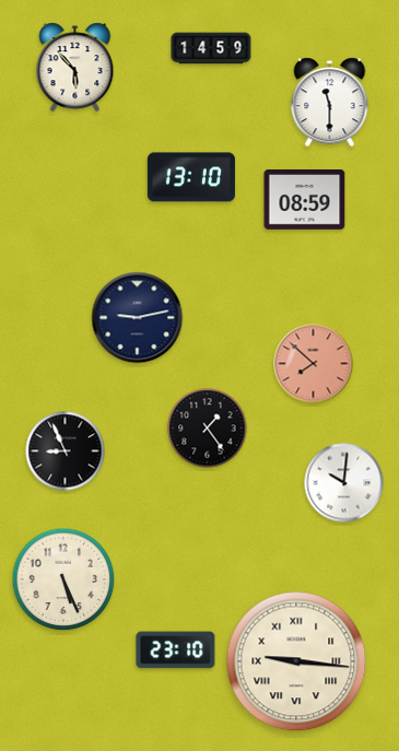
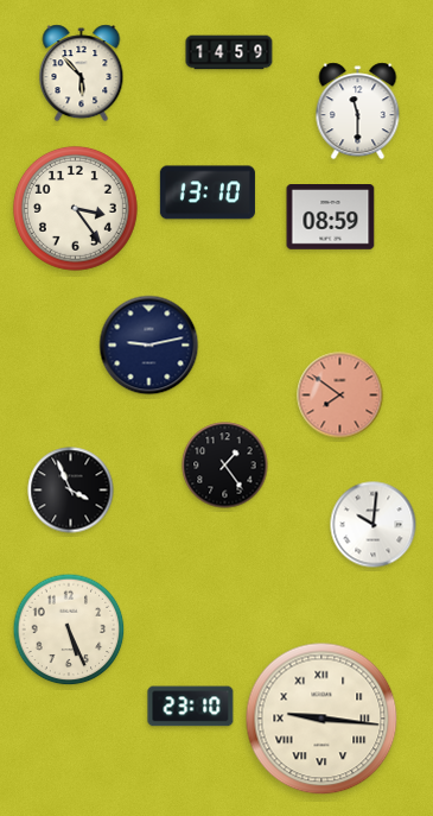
clock at (75, 208): none -> 3:24
clock at (314, 364): 7:52 -> 7:51
clock at (66, 451): 8:56 -> 3:56
